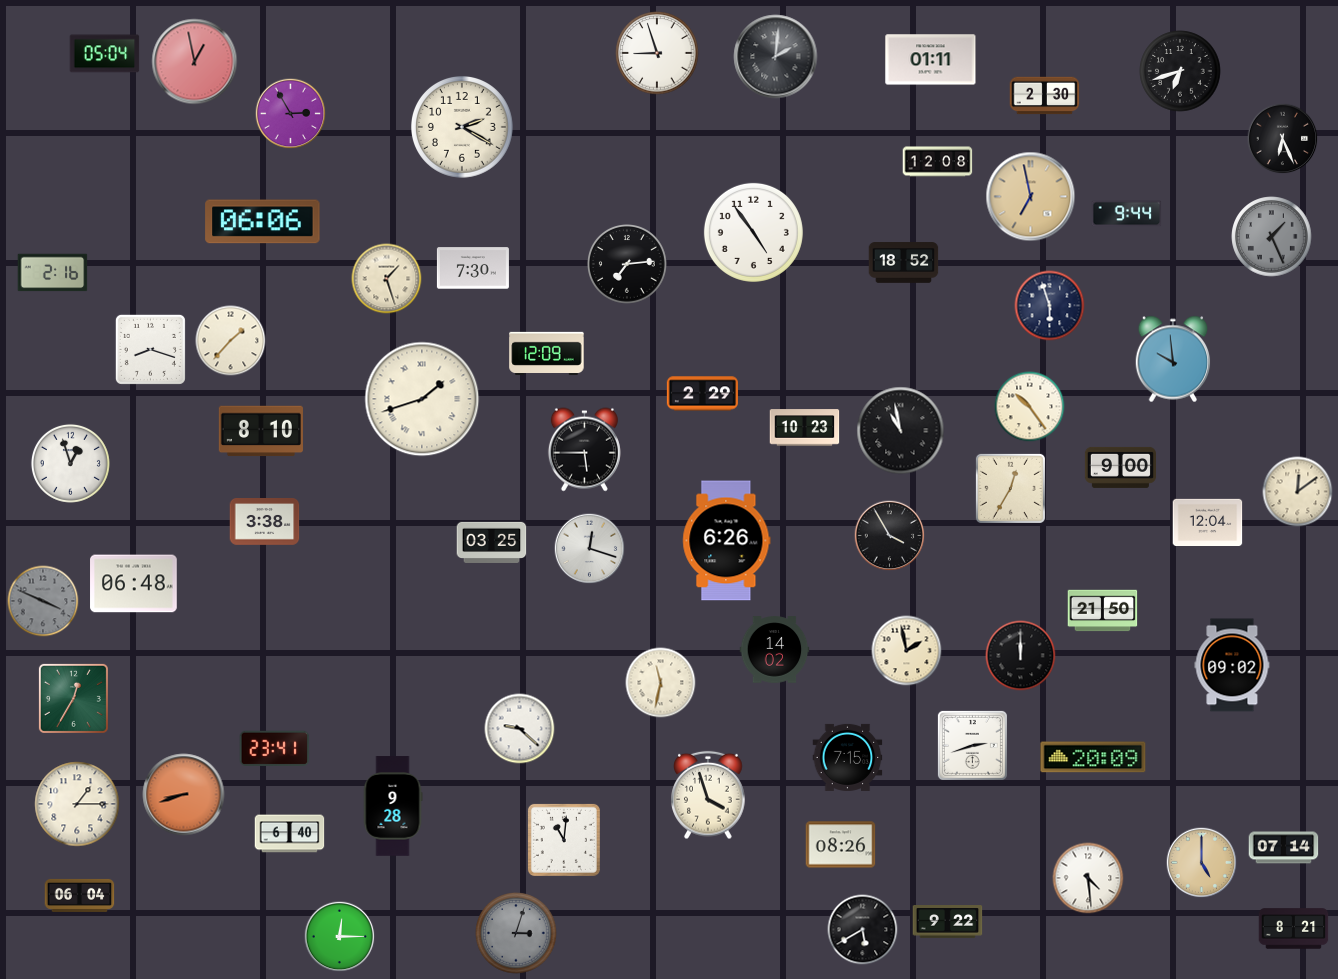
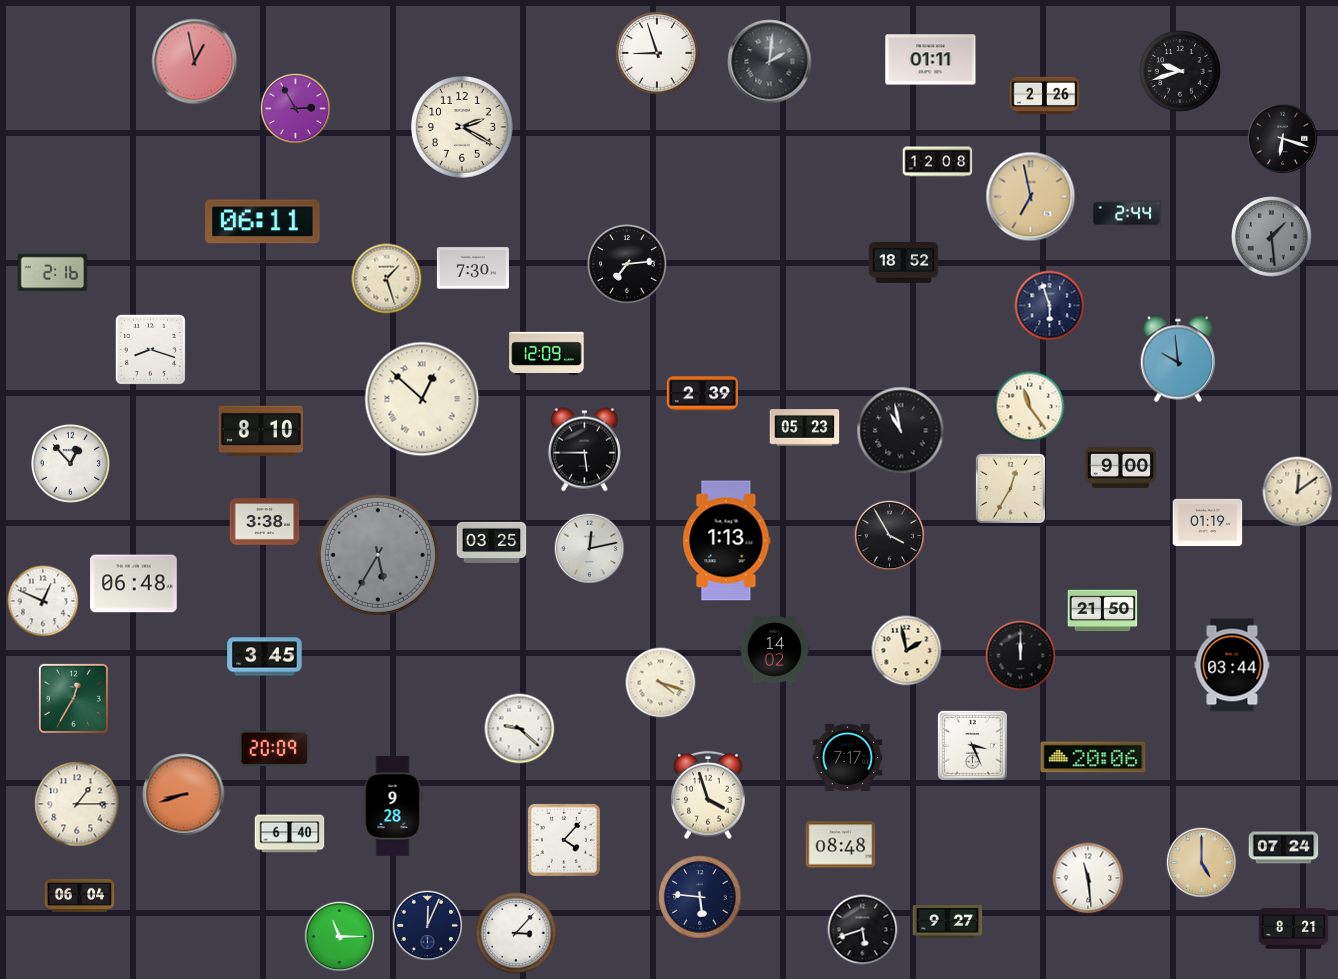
clock at (105, 54): 05:04 -> none
clock at (776, 57) position: (776, 57) -> (770, 62)
clock at (1180, 71): 6:42 -> 9:42
clock at (1045, 96): 2:30 -> 2:26
clock at (291, 114) position: (291, 114) -> (296, 109)
clock at (1283, 139): 6:26 -> 6:18
clock at (1127, 214): 9:44 -> 2:44
clock at (263, 222): 06:06 -> 06:11
clock at (753, 232): 4:54 -> none
clock at (1272, 237): 1:26 -> 1:29
clock at (231, 341): 1:37 -> none
clock at (1173, 359) position: (1173, 359) -> (1178, 359)
clock at (702, 394): 2:29 -> 2:39
clock at (422, 399): 1:42 -> 12:52
clock at (1030, 407): 10:24 -> 11:24
clock at (805, 428): 10:23 -> 05:23
clock at (70, 463): 12:57 -> 12:53
clock at (1208, 522): 12:04 -> 01:19
clock at (727, 541): 6:26 -> 1:13
clock at (590, 549): 12:18 -> 12:13
clock at (378, 555): none -> 5:35
clock at (43, 601): 3:49 -> 12:49
clock at (43, 601) dial: grey -> white
clock at (265, 657): none -> 3:45
clock at (1232, 665): 09:02 -> 03:44
clock at (661, 683): 11:32 -> 4:18
clock at (972, 745): 2:42 -> 3:26
clock at (275, 748): 23:41 -> 20:09
clock at (848, 757): 7:15 -> 7:17
clock at (1093, 757): 20:09 -> 20:06
clock at (564, 840): 11:01 -> 4:07
clock at (841, 845): 08:26 -> 08:48
clock at (1284, 848): 07:14 -> 07:24
clock at (1088, 878): 4:29 -> 11:29
clock at (700, 897): none -> 5:46
clock at (948, 922): 9:22 -> 9:27
clock at (428, 926): none -> 12:04
clock at (863, 930): 5:40 -> 5:42
clock at (516, 933): 3:03 -> 3:07
clock at (516, 933) dial: grey -> white
clock at (340, 937): 12:15 -> 11:15
